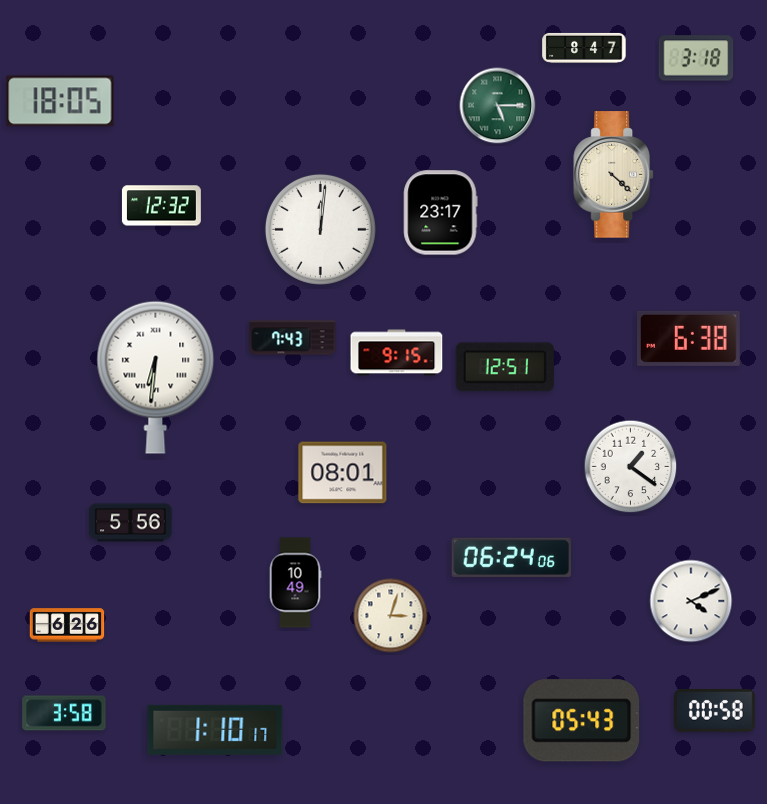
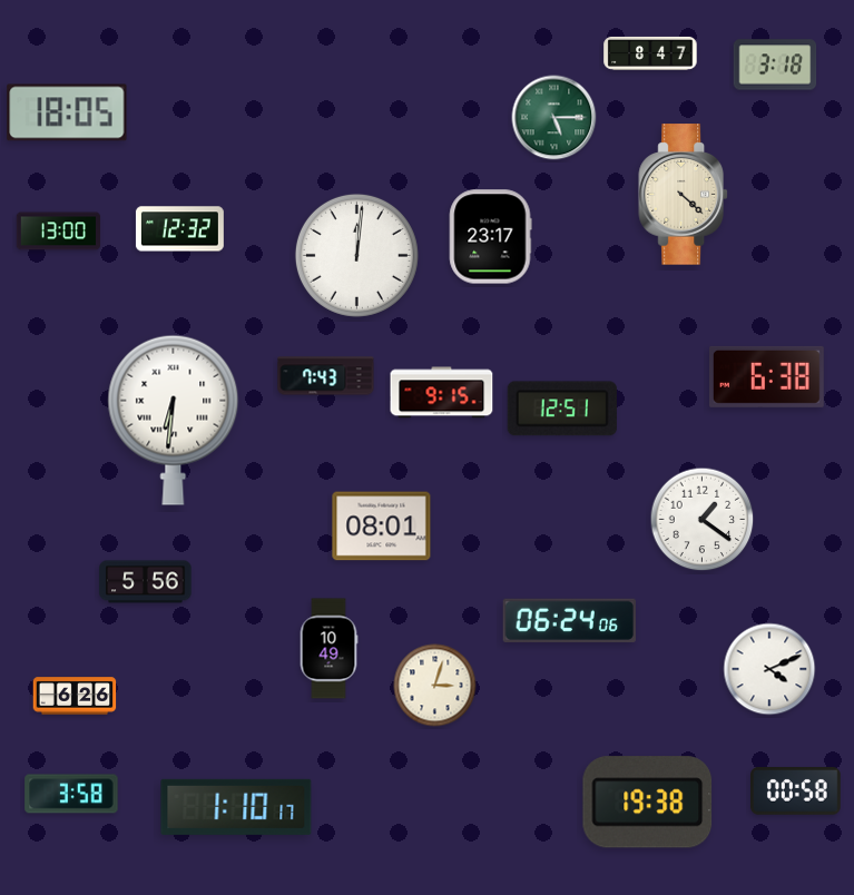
clock at (59, 232): none -> 13:00
clock at (582, 721): 05:43 -> 19:38
clock at (215, 730) position: (215, 730) -> (236, 807)
